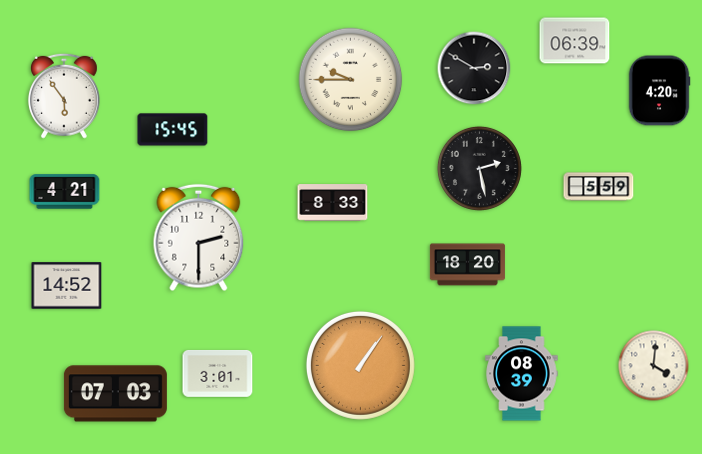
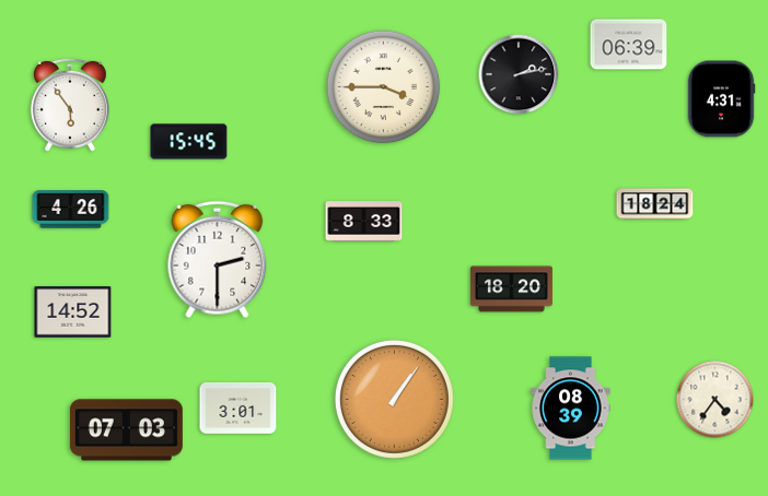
clock at (474, 68): 2:50 -> 2:13
clock at (351, 80): 9:45 -> 3:45
clock at (659, 91): 4:20 -> 4:31
clock at (479, 168): 2:28 -> none
clock at (599, 187): 5:59 -> 18:24
clock at (65, 192): 4:21 -> 4:26
clock at (654, 366): 4:01 -> 4:36
